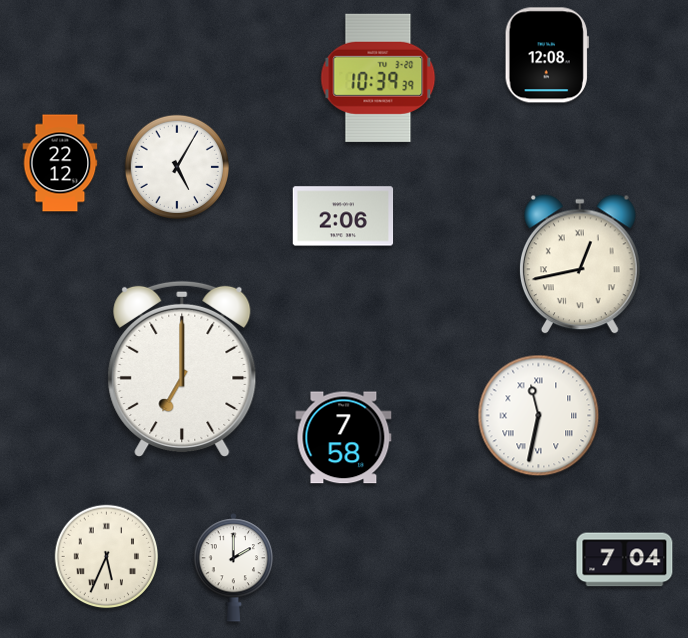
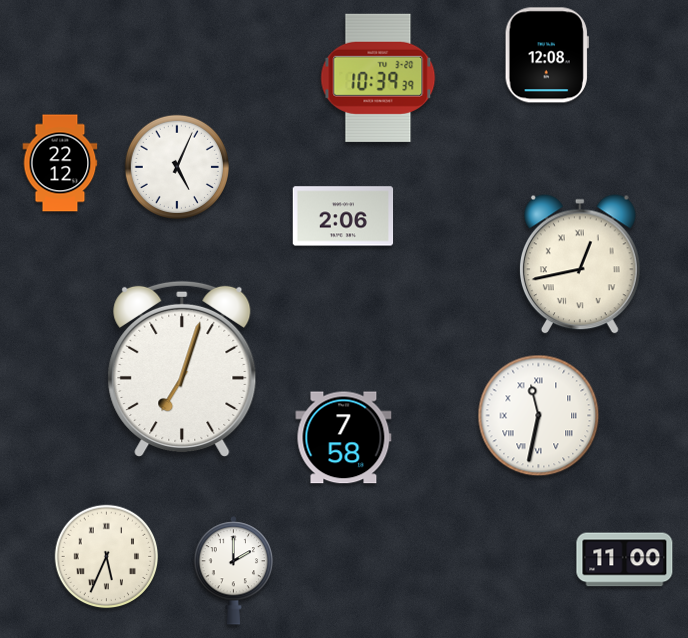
clock at (176, 166): 5:05 -> 5:04
clock at (182, 368): 7:00 -> 7:03
clock at (625, 560): 7:04 -> 11:00
clock at (234, 568) position: (234, 568) -> (234, 571)
